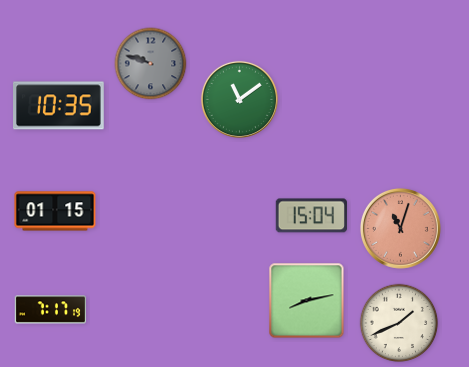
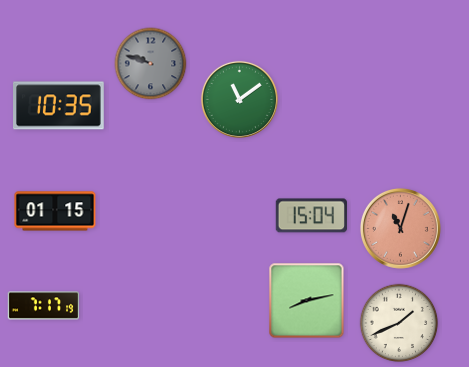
clock at (51, 310) position: (51, 310) -> (44, 306)
